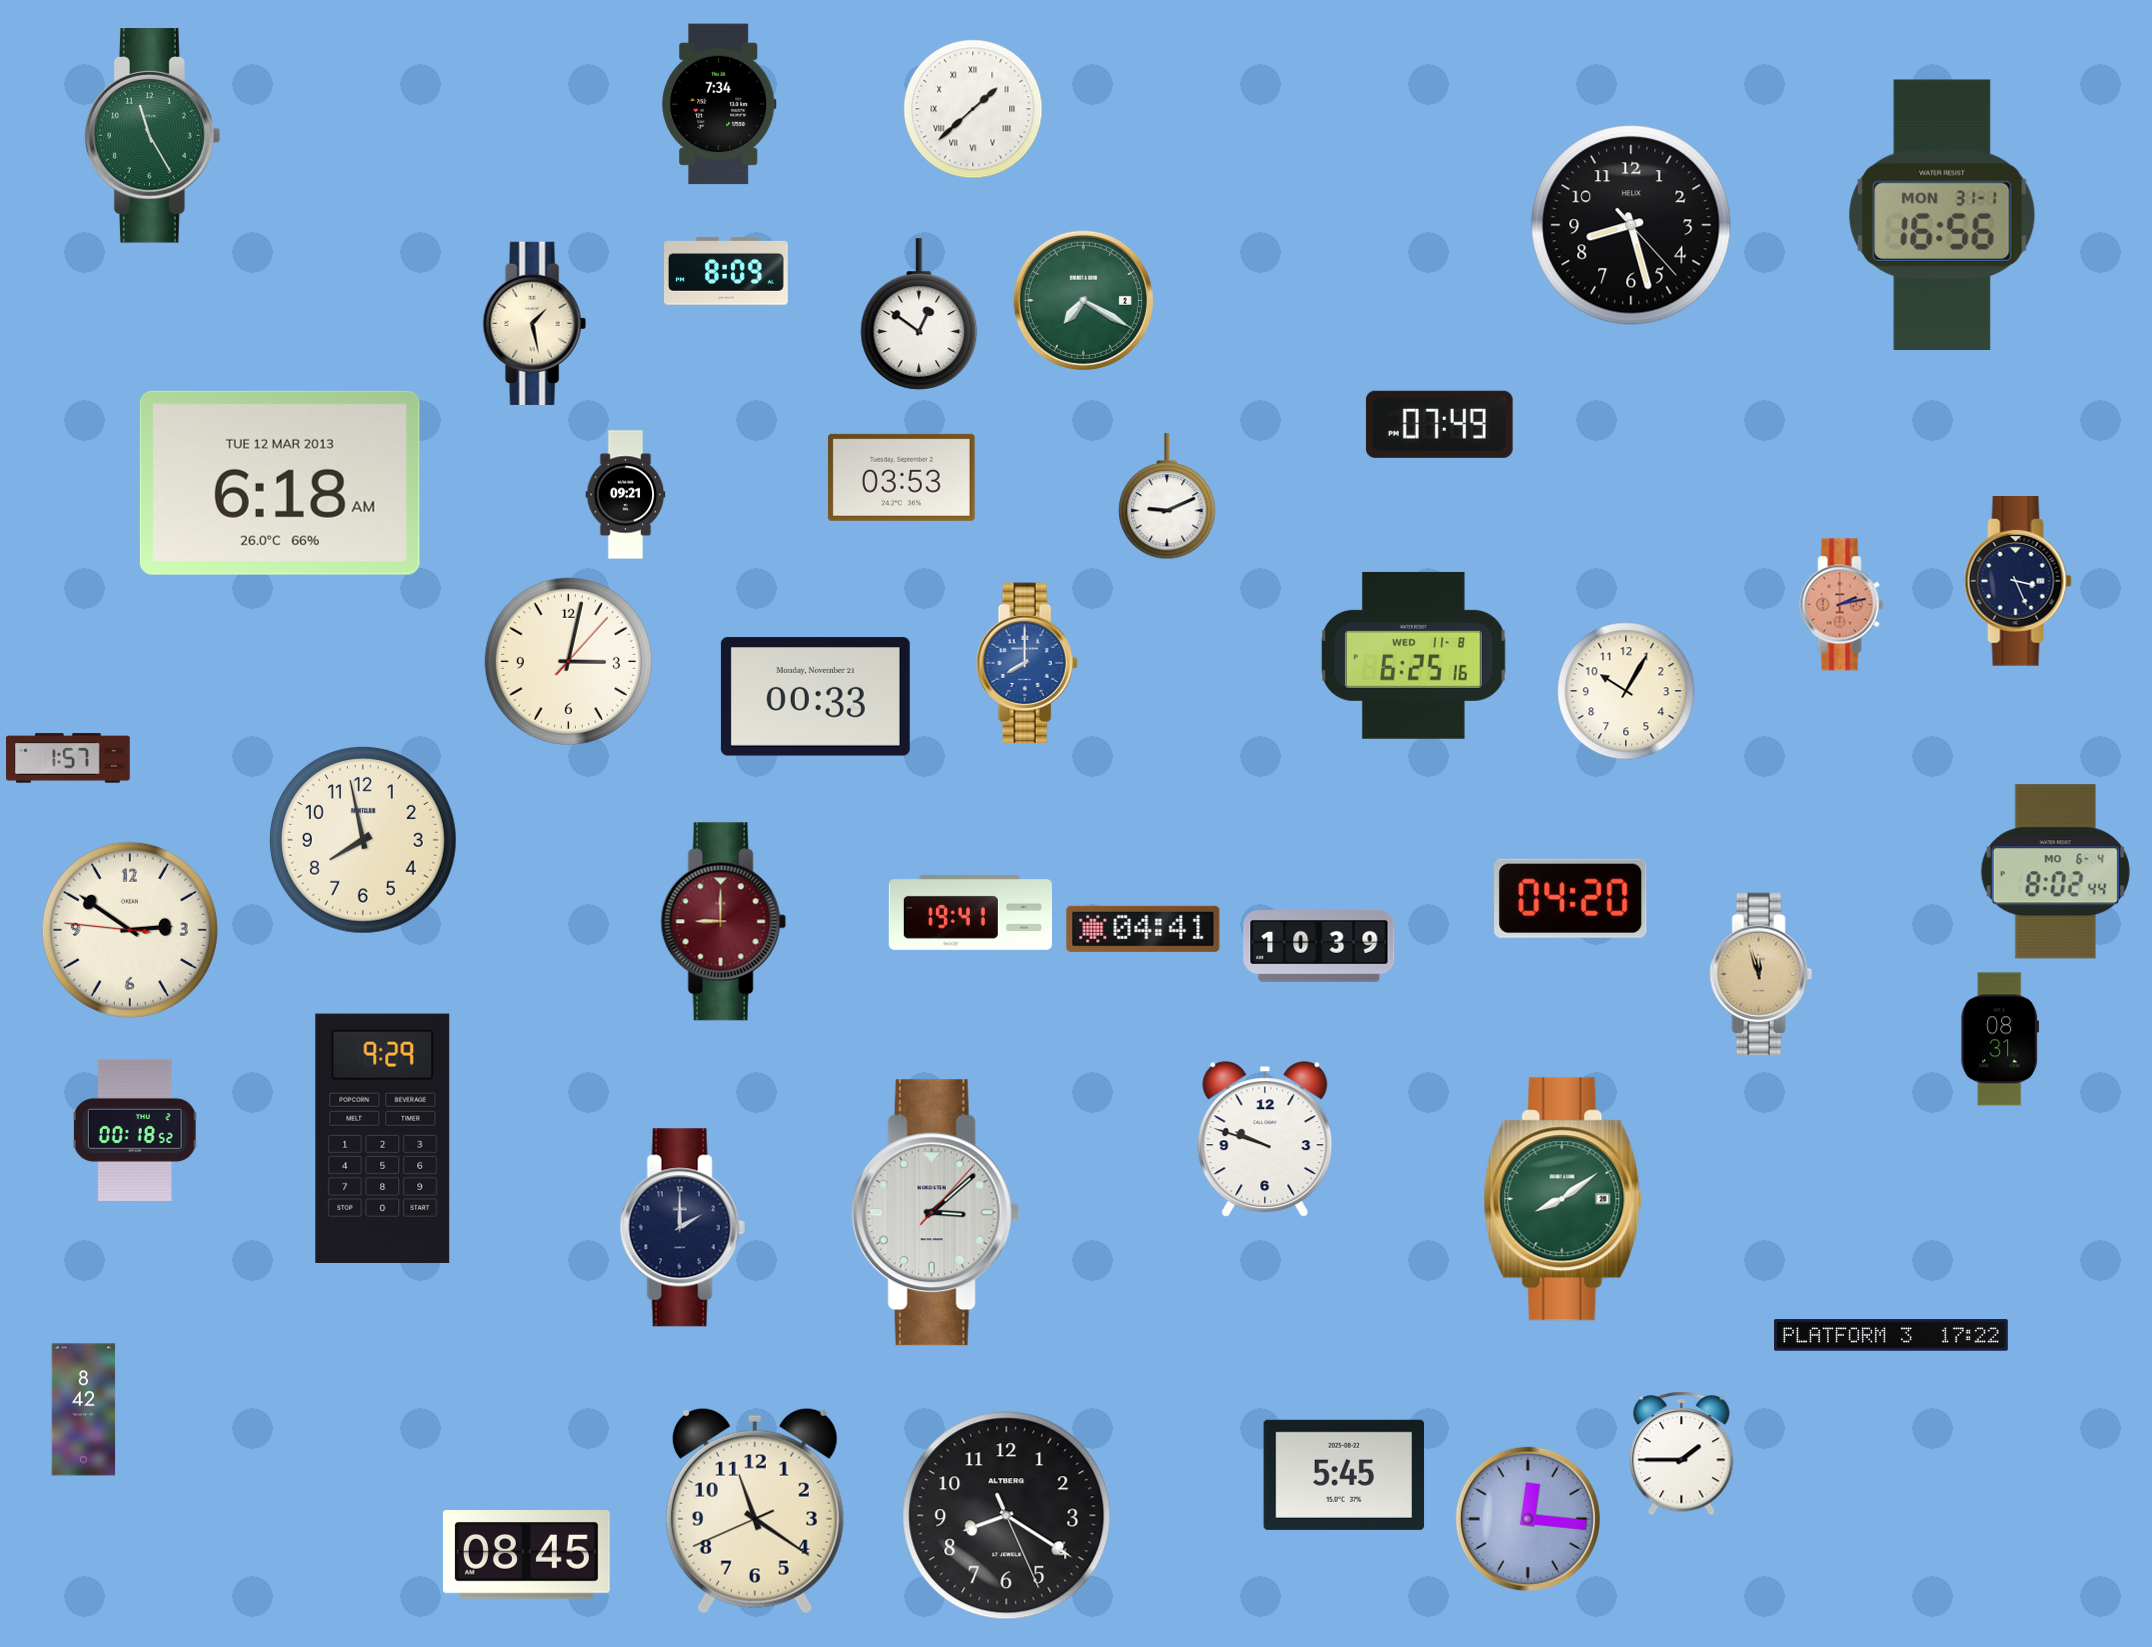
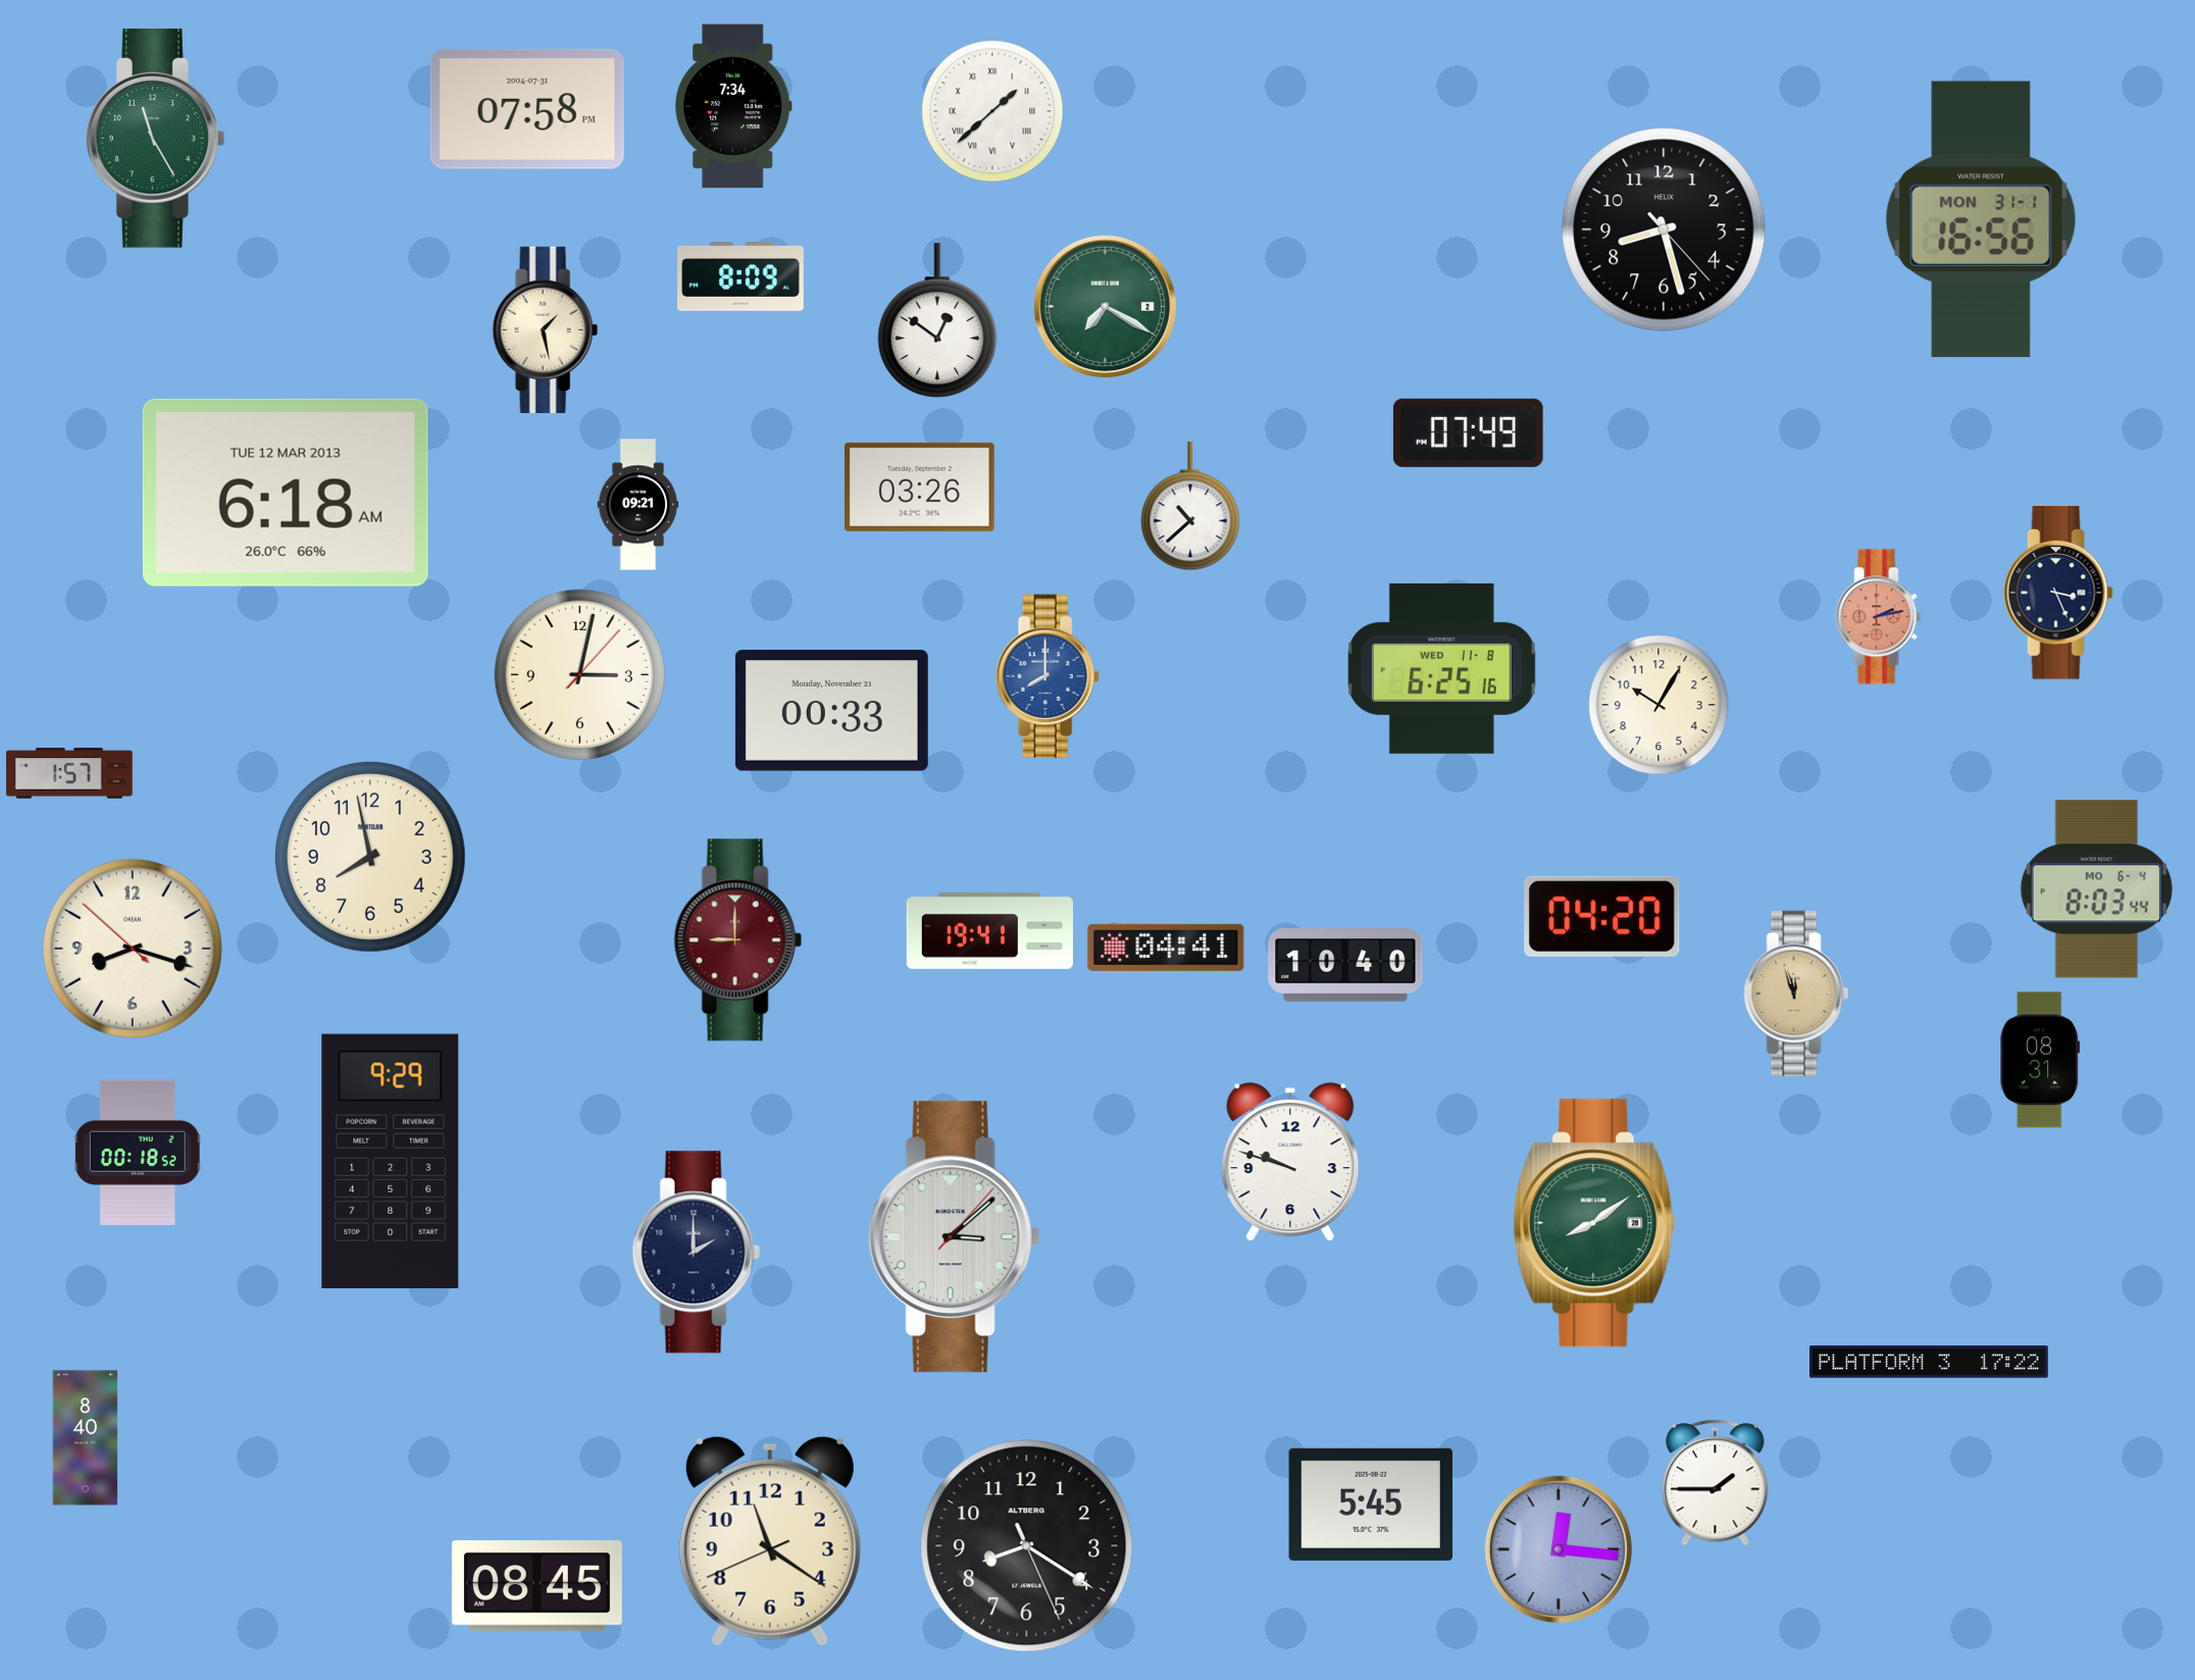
clock at (527, 109): none -> 07:58
clock at (901, 477): 03:53 -> 03:26
clock at (1167, 497): 9:11 -> 10:38
clock at (2055, 872): 8:02 -> 8:03
clock at (130, 930): 2:50 -> 8:17
clock at (1319, 947): 10:39 -> 10:40
clock at (84, 1410): 8:42 -> 8:40
